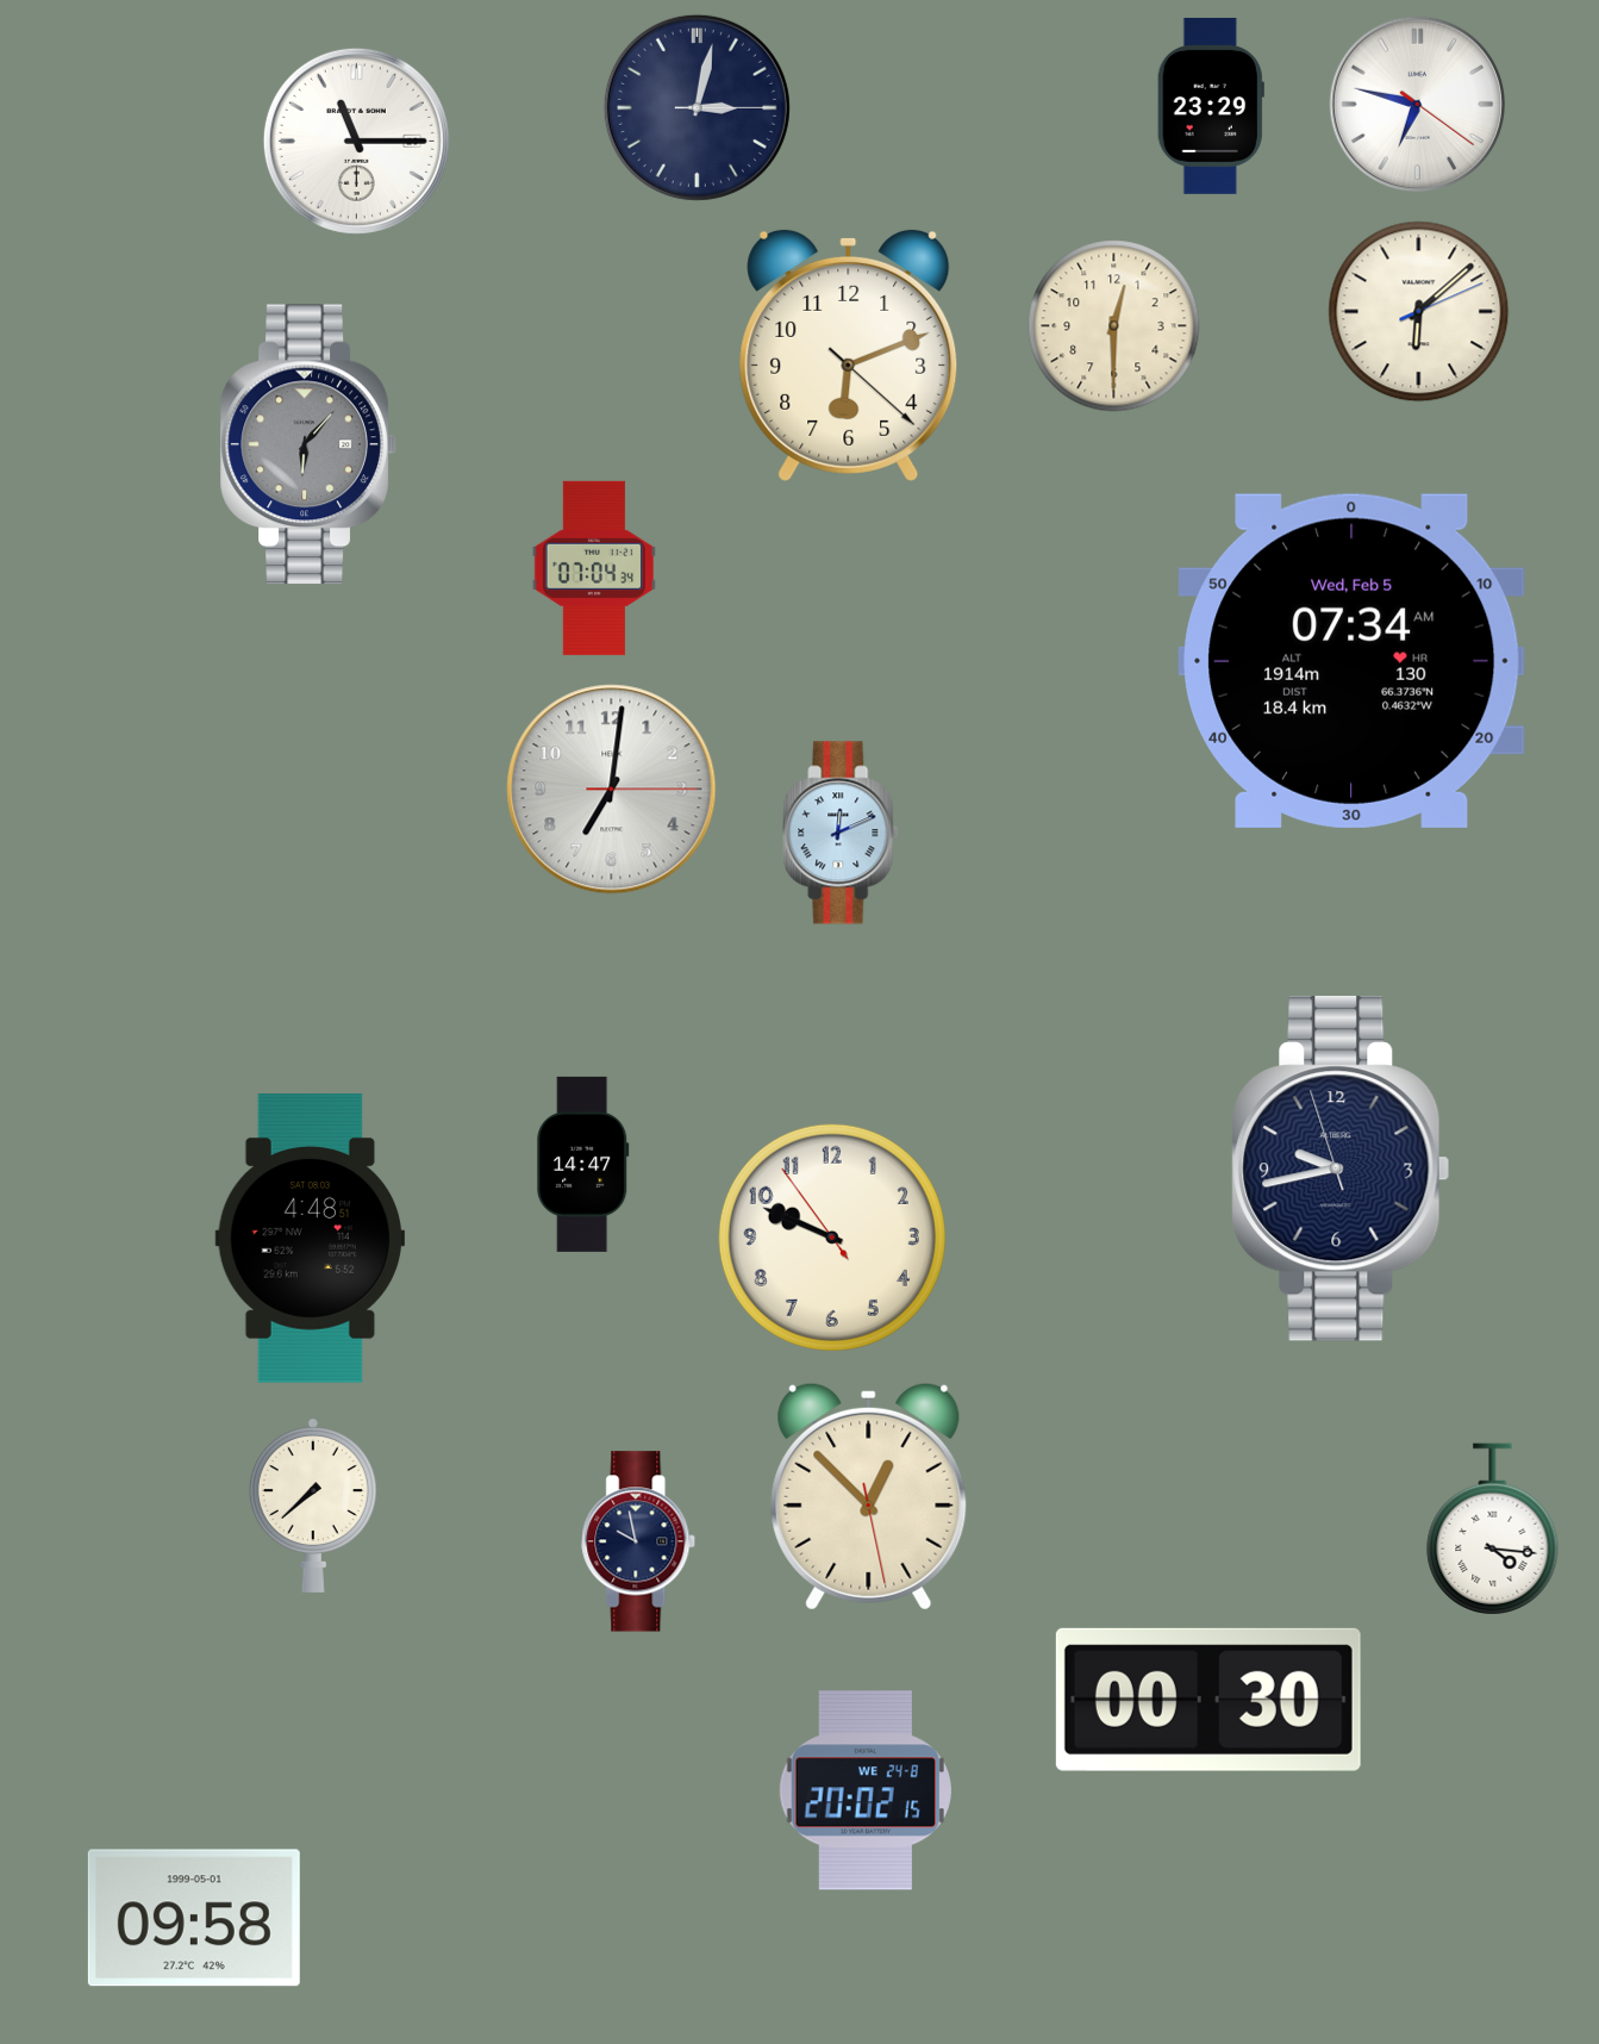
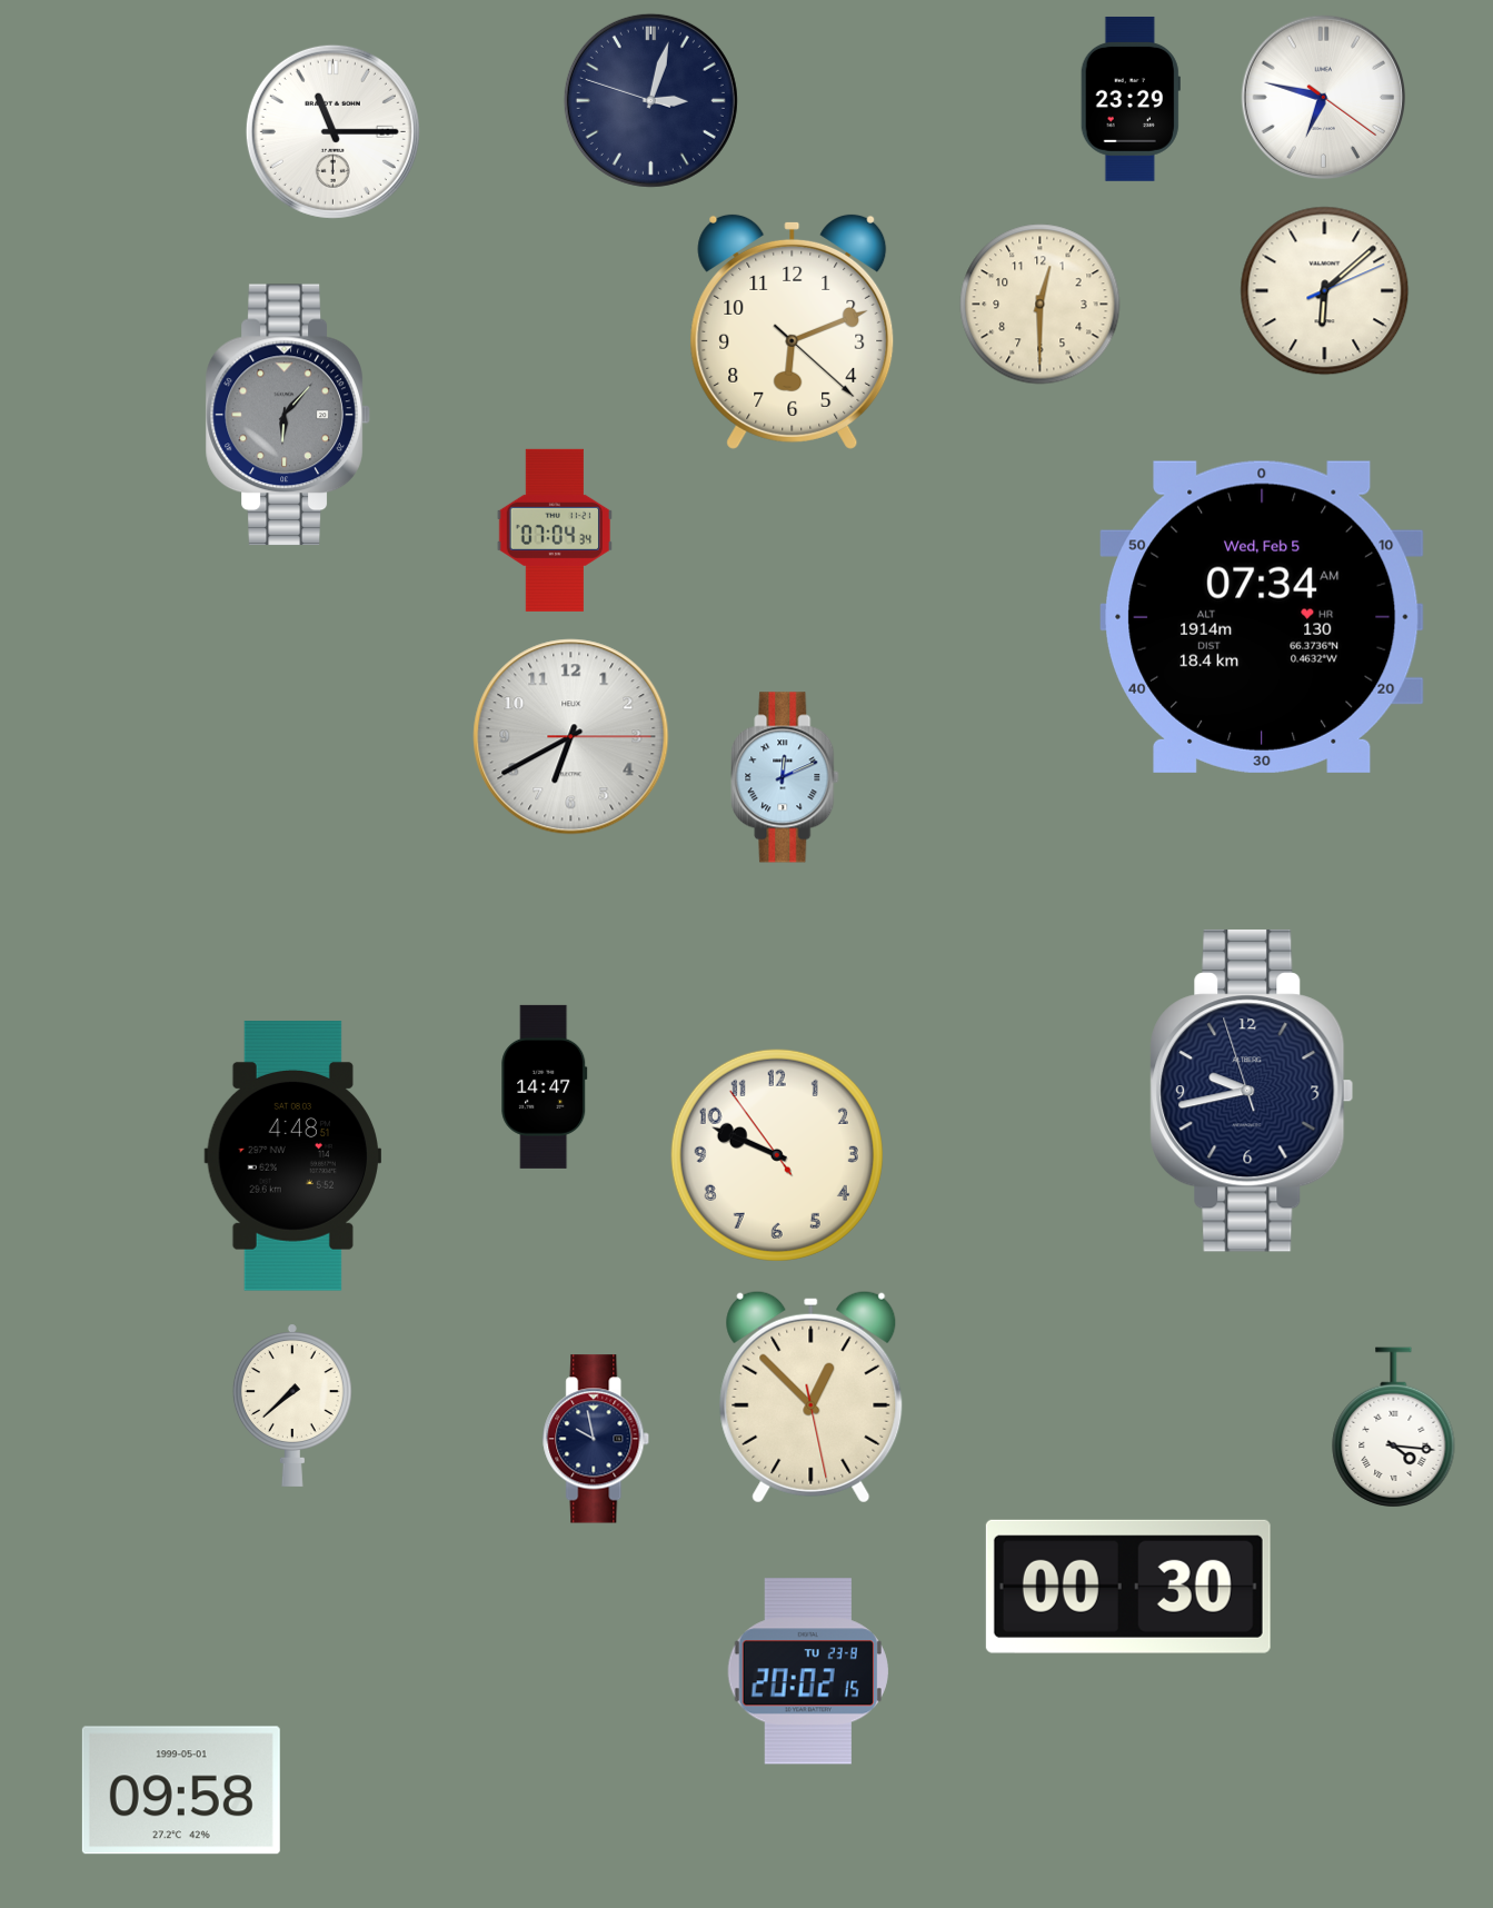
clock at (697, 107): 3:02:15 -> 3:02:48
clock at (612, 790): 7:01 -> 6:40
clock at (310, 1239) position: (310, 1239) -> (292, 1156)
clock at (866, 1790) date: WE 24-8 -> TU 23-8
